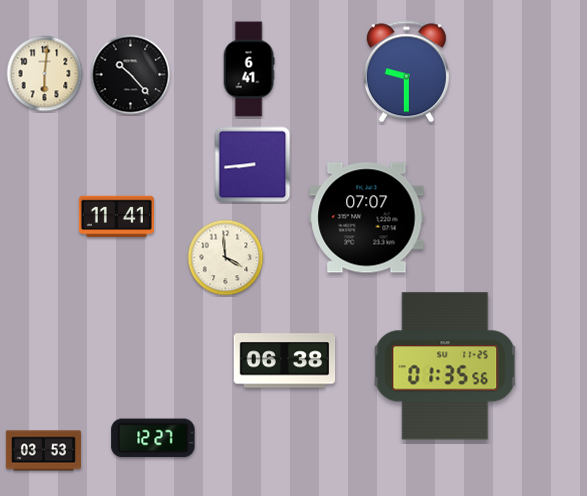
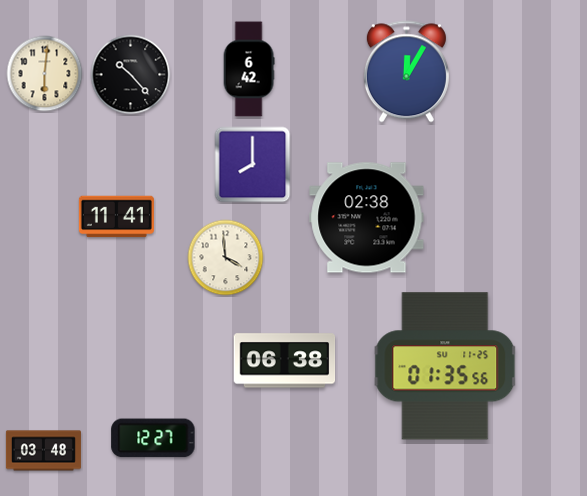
clock at (249, 69): 6:41 -> 6:42
clock at (406, 72): 9:30 -> 12:05
clock at (253, 165): 8:44 -> 8:00
clock at (367, 218): 07:07 -> 02:38
clock at (43, 451): 03:53 -> 03:48
